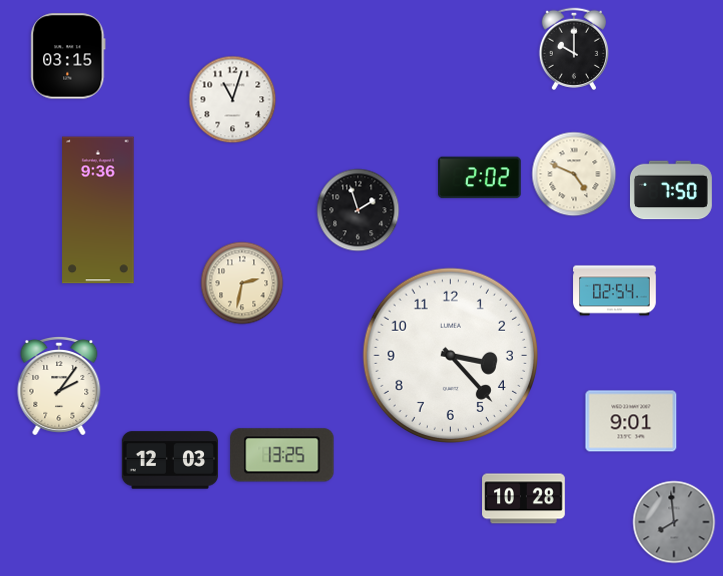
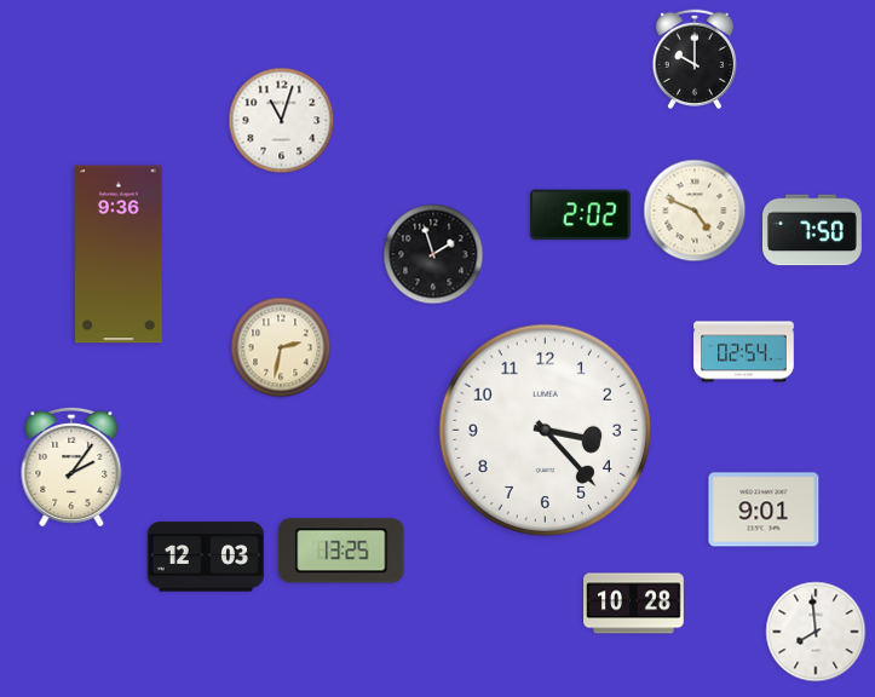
clock at (68, 56): 03:15 -> none
clock at (242, 283) position: (242, 283) -> (281, 347)
clock at (674, 522) dial: grey -> white
